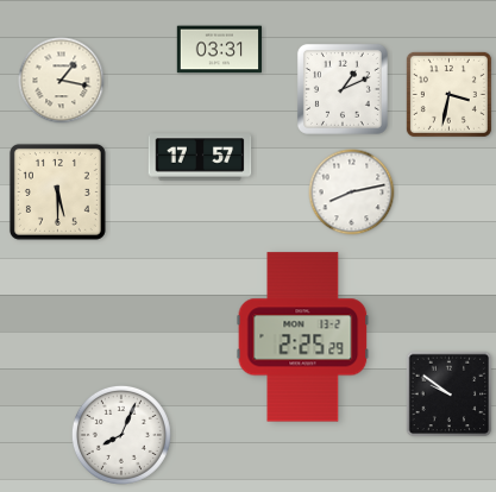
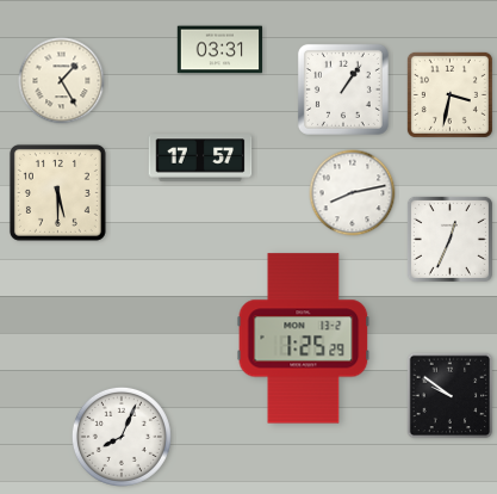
clock at (62, 81): 1:17 -> 1:25
clock at (343, 89): 1:11 -> 1:06
clock at (449, 239): none -> 12:34
clock at (303, 338): 2:25 -> 1:25
